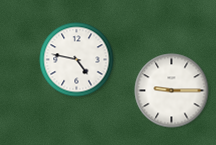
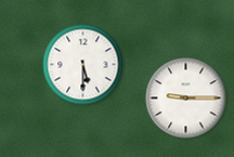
clock at (77, 60): 4:47 -> 5:30
